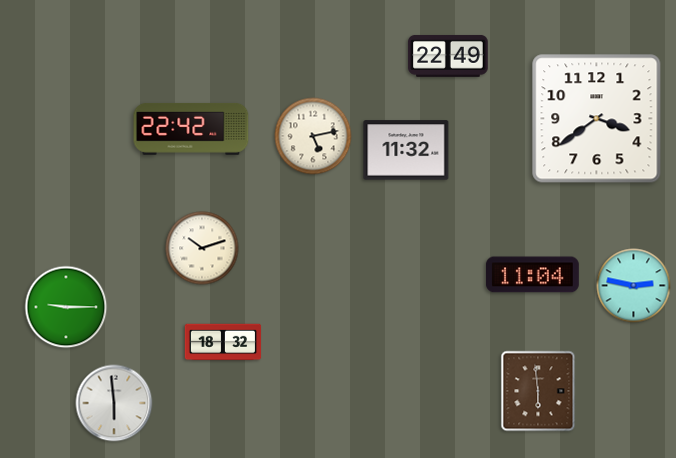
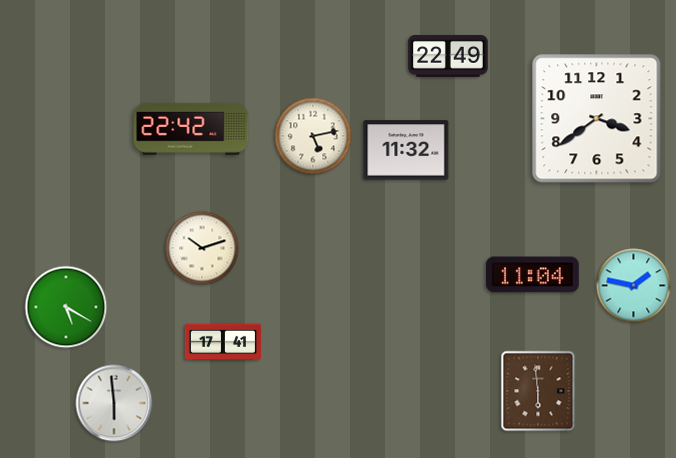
clock at (634, 286): 2:47 -> 1:47
clock at (66, 307): 9:15 -> 5:20
clock at (223, 342): 18:32 -> 17:41
